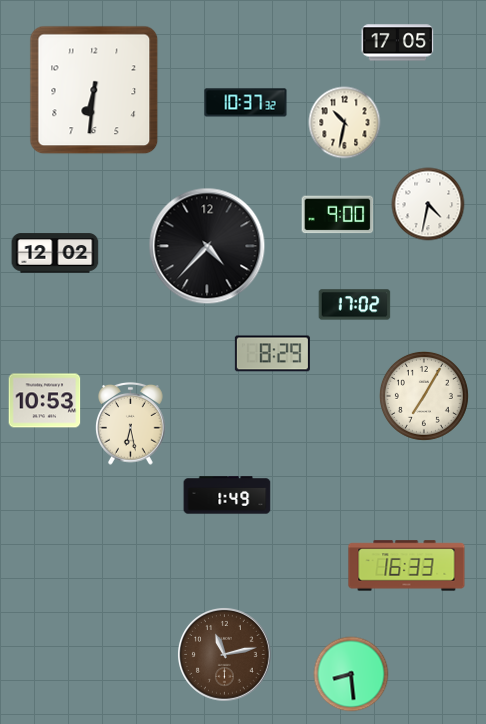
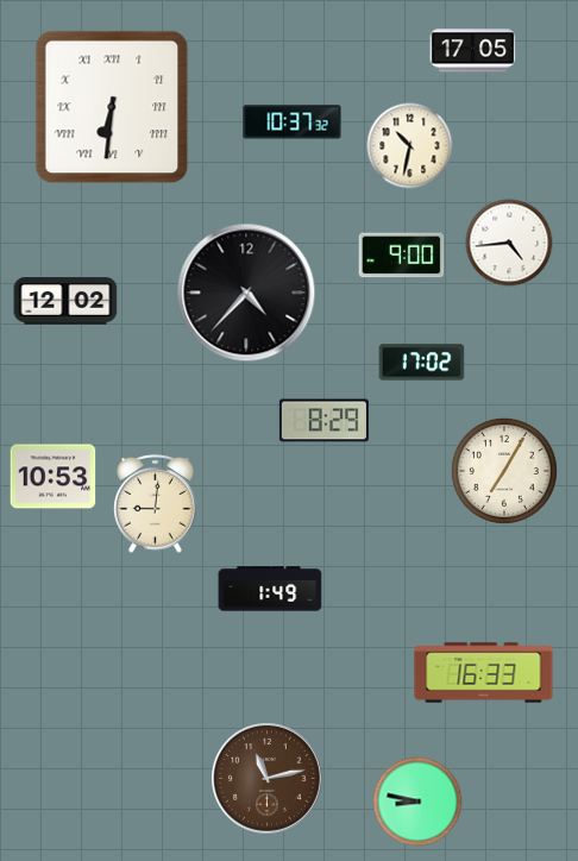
clock at (94, 90) numerals: Arabic -> Roman
clock at (428, 204): 4:32 -> 4:44
clock at (131, 424): 6:28 -> 9:01
clock at (351, 674): 8:29 -> 8:47
